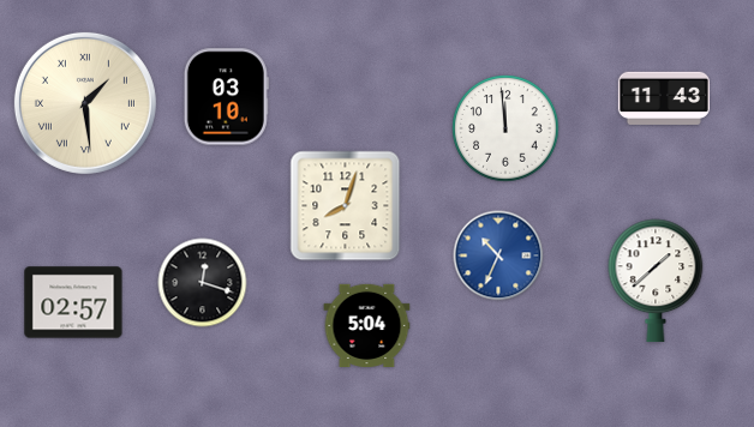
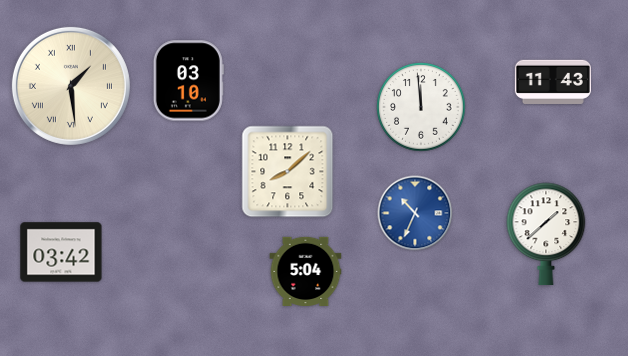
clock at (346, 206): 8:03 -> 8:08
clock at (203, 283): 12:18 -> none
clock at (73, 302): 02:57 -> 03:42
